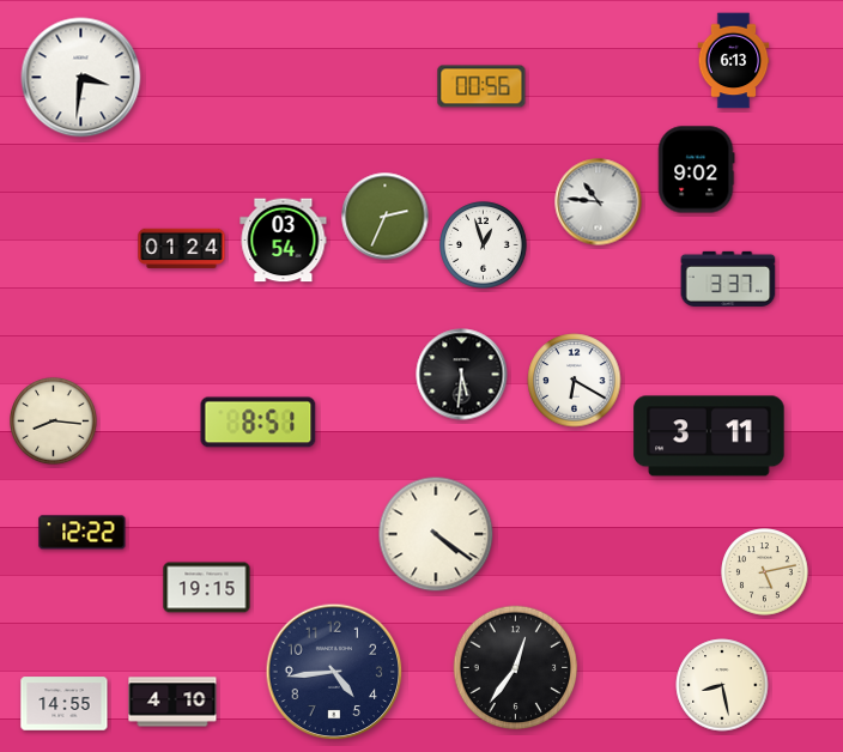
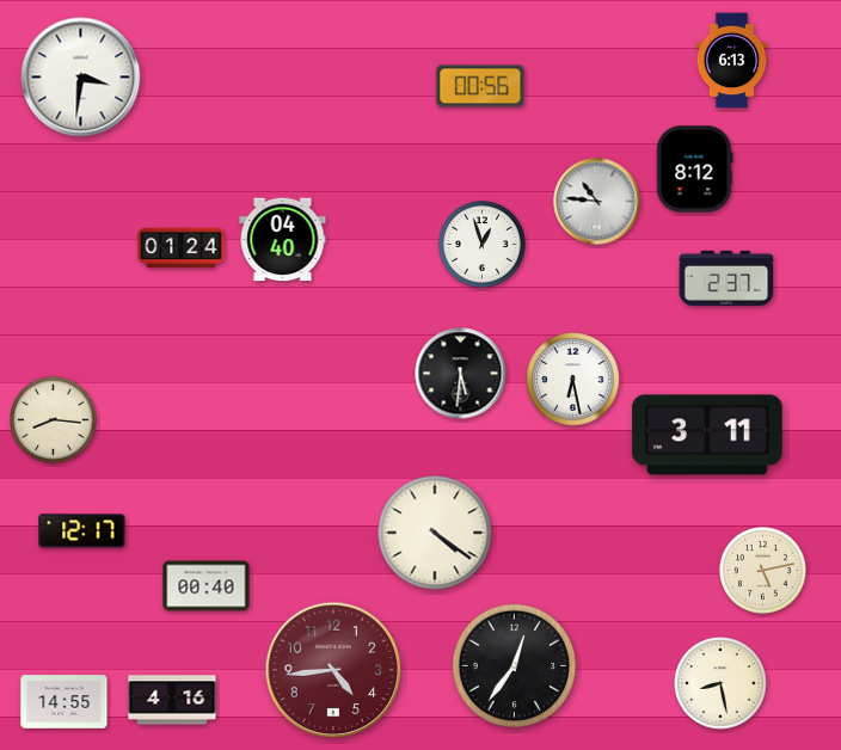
clock at (696, 170): 9:02 -> 8:12
clock at (386, 217): 2:34 -> none
clock at (284, 241): 03:54 -> 04:40
clock at (728, 279): 3:37 -> 2:37
clock at (575, 381): 6:20 -> 6:28
clock at (259, 423): 8:51 -> none
clock at (83, 533): 12:22 -> 12:17
clock at (207, 588): 19:15 -> 00:40
clock at (334, 672) dial: navy -> burgundy
clock at (172, 702): 4:10 -> 4:16
